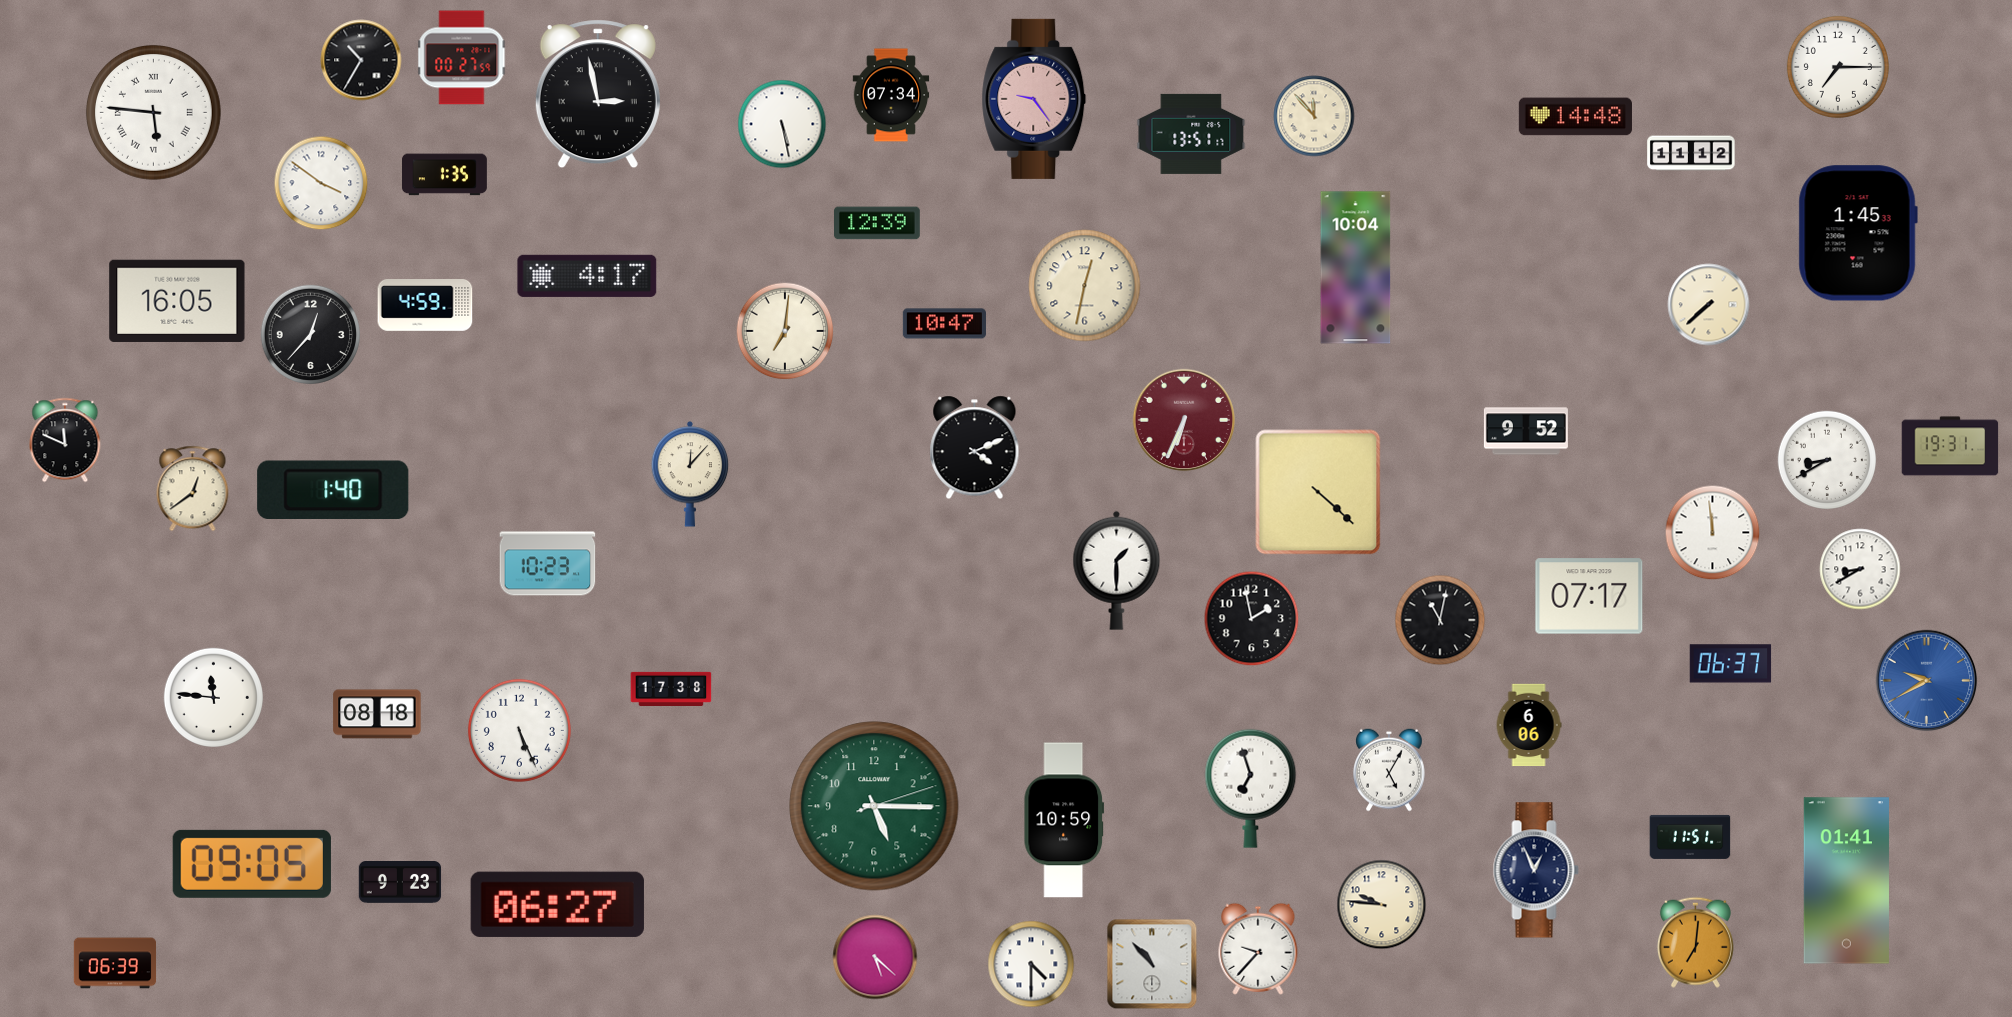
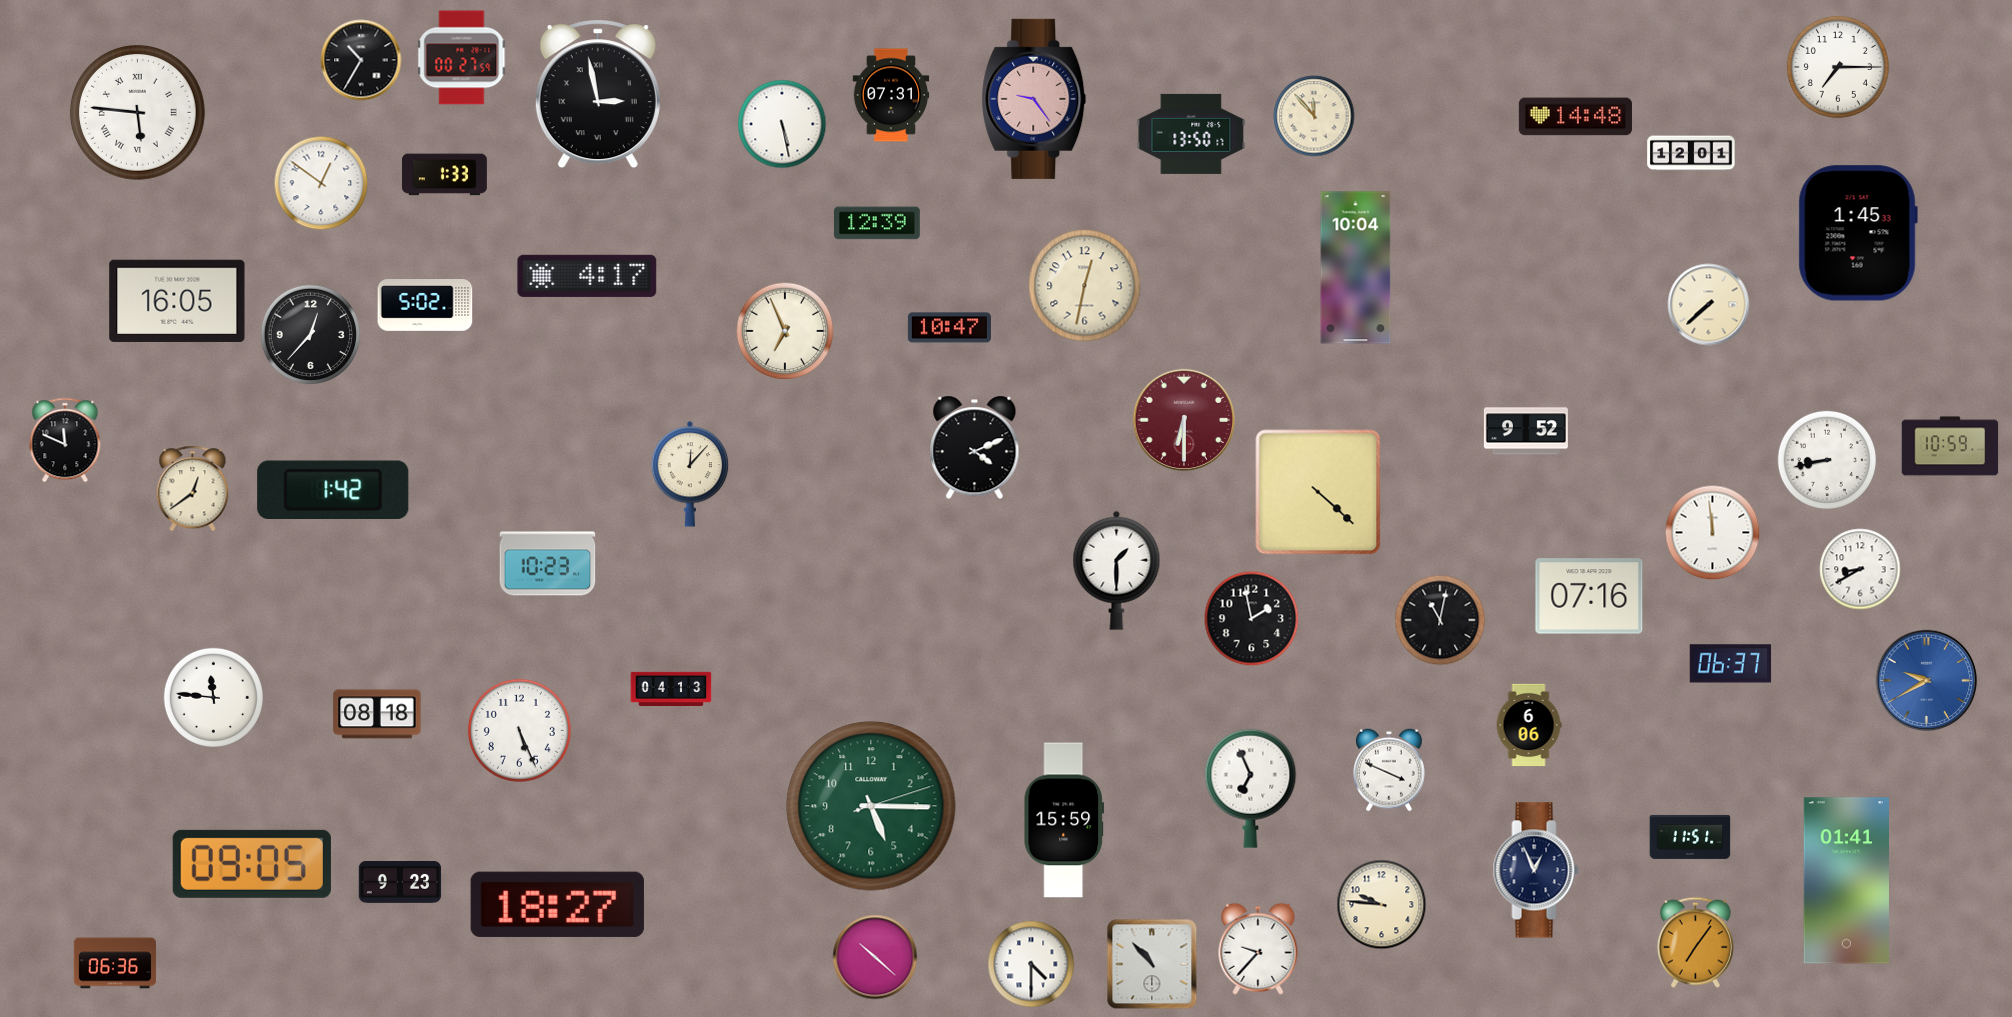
clock at (891, 95): 07:34 -> 07:31
clock at (153, 112) position: (153, 112) -> (137, 112)
clock at (1191, 134): 13:51 -> 13:50
clock at (1691, 153): 11:12 -> 12:01
clock at (444, 175): 1:35 -> 1:33
clock at (321, 183): 3:51 -> 12:51
clock at (425, 306): 4:59 -> 5:02
clock at (944, 324) position: (944, 324) -> (949, 328)
clock at (785, 331): 7:01 -> 6:56
clock at (1184, 420): 6:34 -> 6:30
clock at (1950, 446): 19:31 -> 10:59
clock at (1827, 460): 8:40 -> 8:43
clock at (333, 489): 1:40 -> 1:42
clock at (1589, 596): 07:17 -> 07:16
clock at (671, 688): 17:38 -> 04:13
clock at (1390, 770): 5:05 -> 3:49
clock at (1251, 788): 6:57 -> 6:56
clock at (874, 806) position: (874, 806) -> (871, 806)
clock at (1064, 820): 10:59 -> 15:59
clock at (557, 904): 06:27 -> 18:27
clock at (1695, 942): 7:01 -> 7:06
clock at (875, 957): 5:22 -> 10:22
clock at (115, 963): 06:39 -> 06:36
